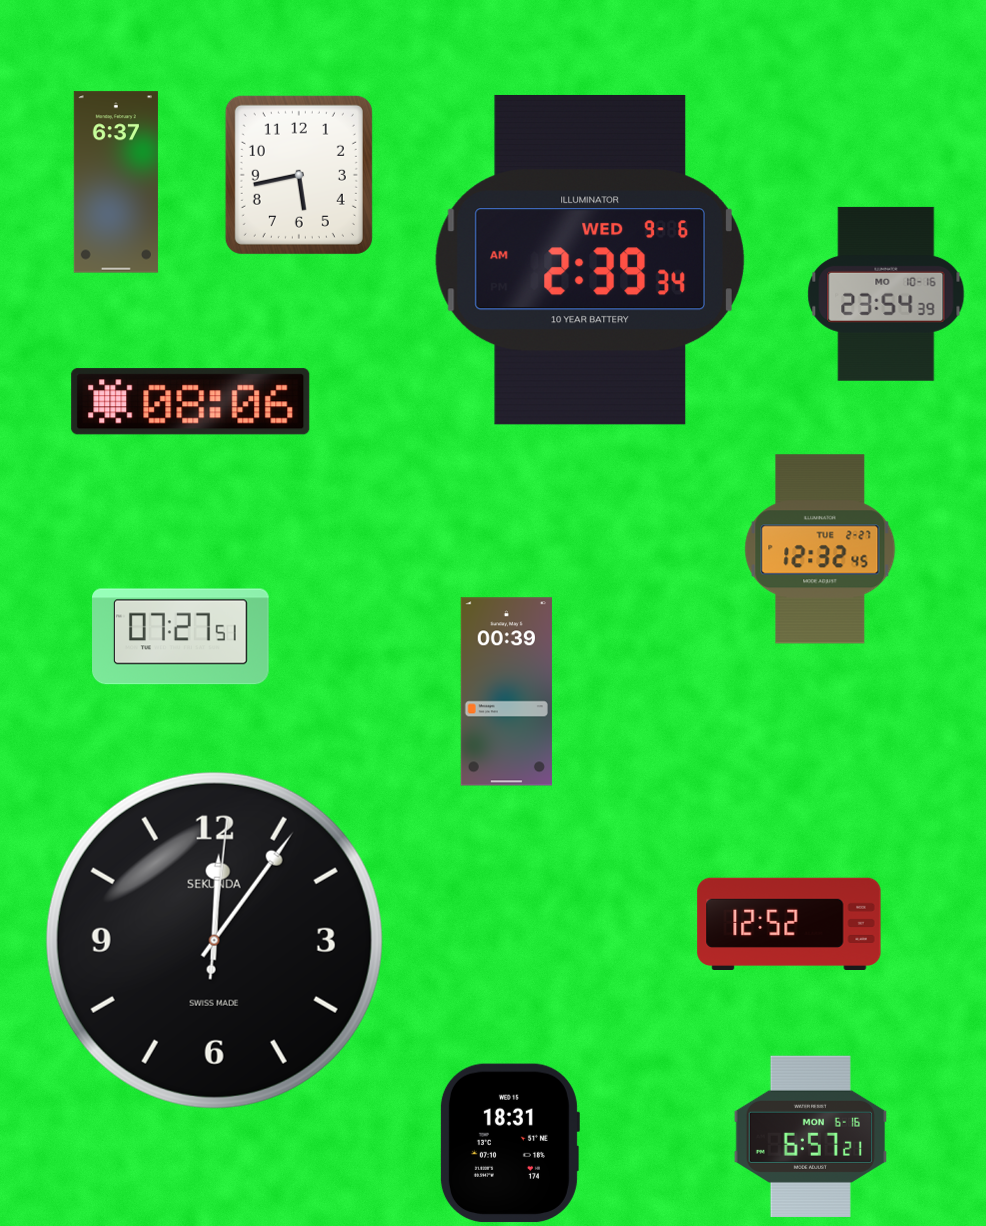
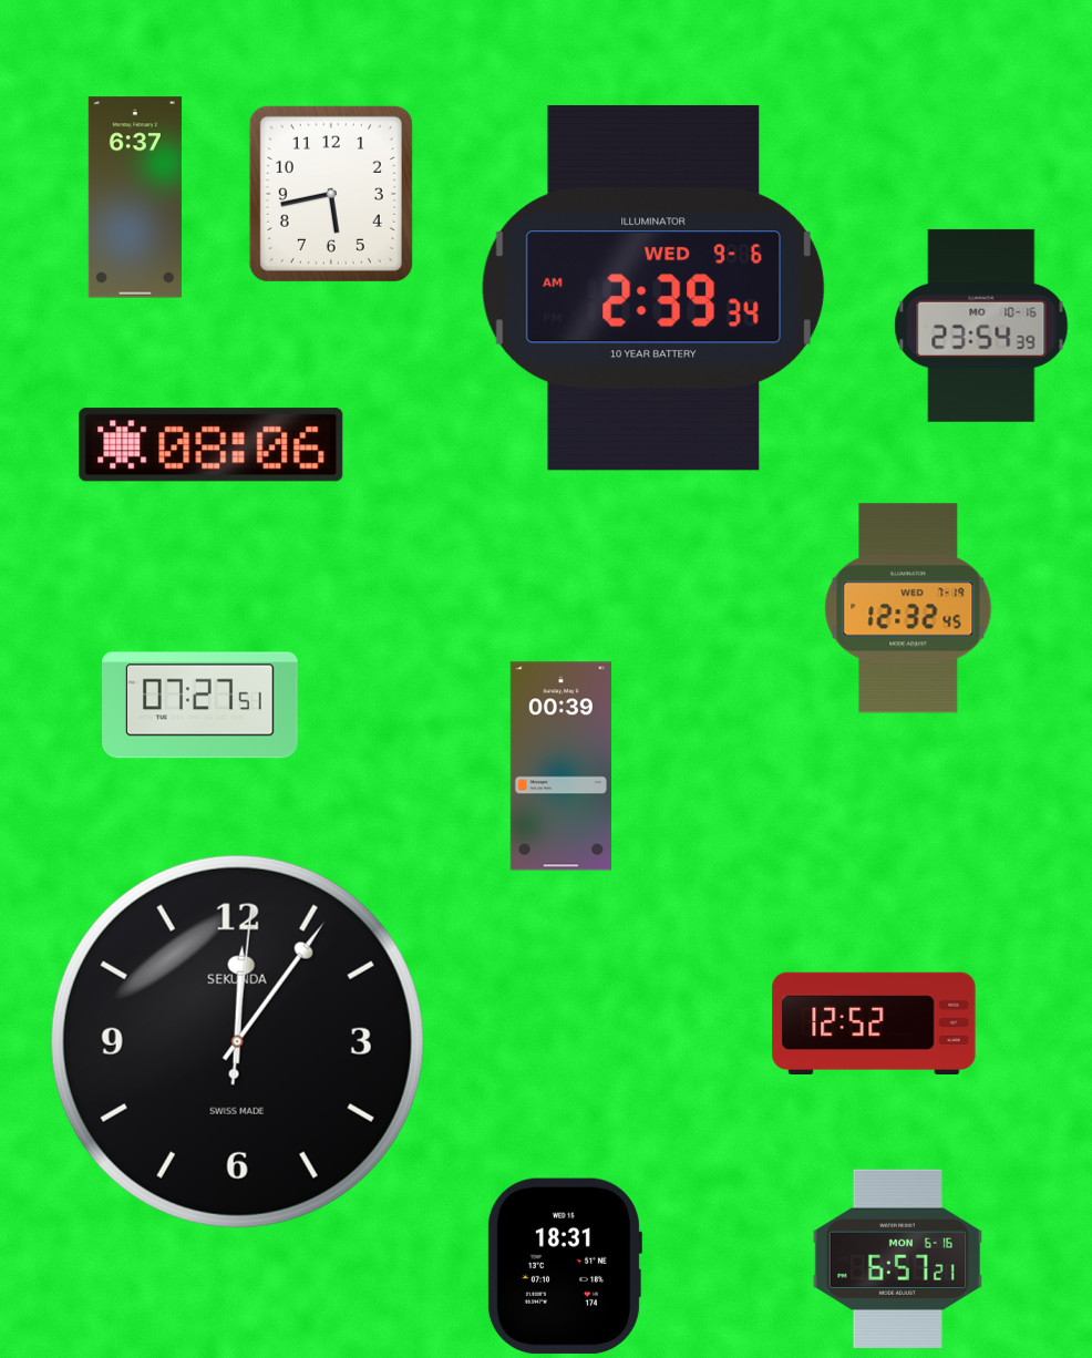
clock at (116, 182) position: (116, 182) -> (135, 197)
clock at (820, 549) date: TUE 2-27 -> WED 7-19
